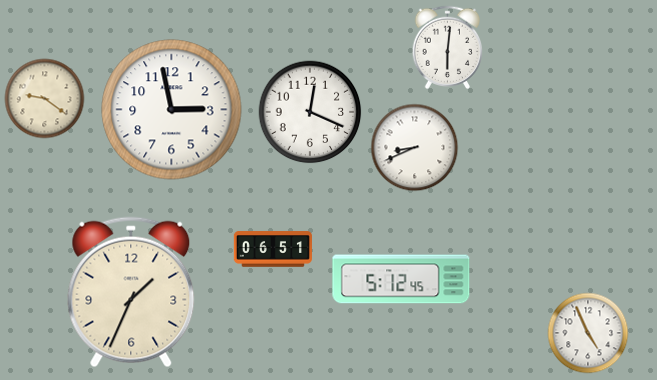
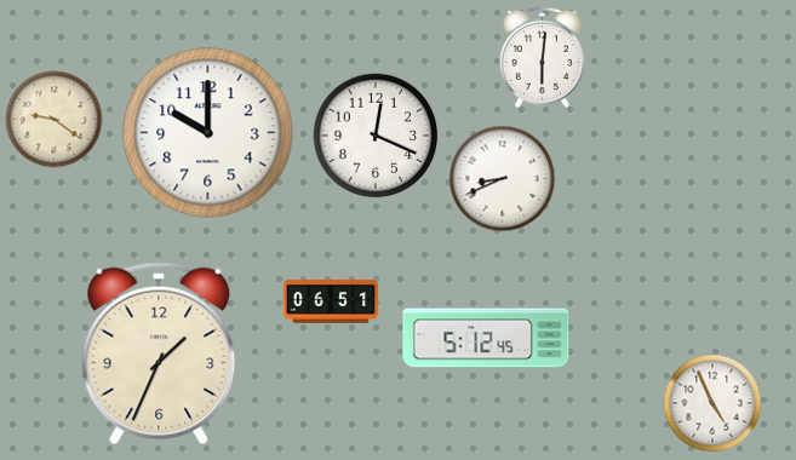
clock at (172, 110): 2:58 -> 10:00
